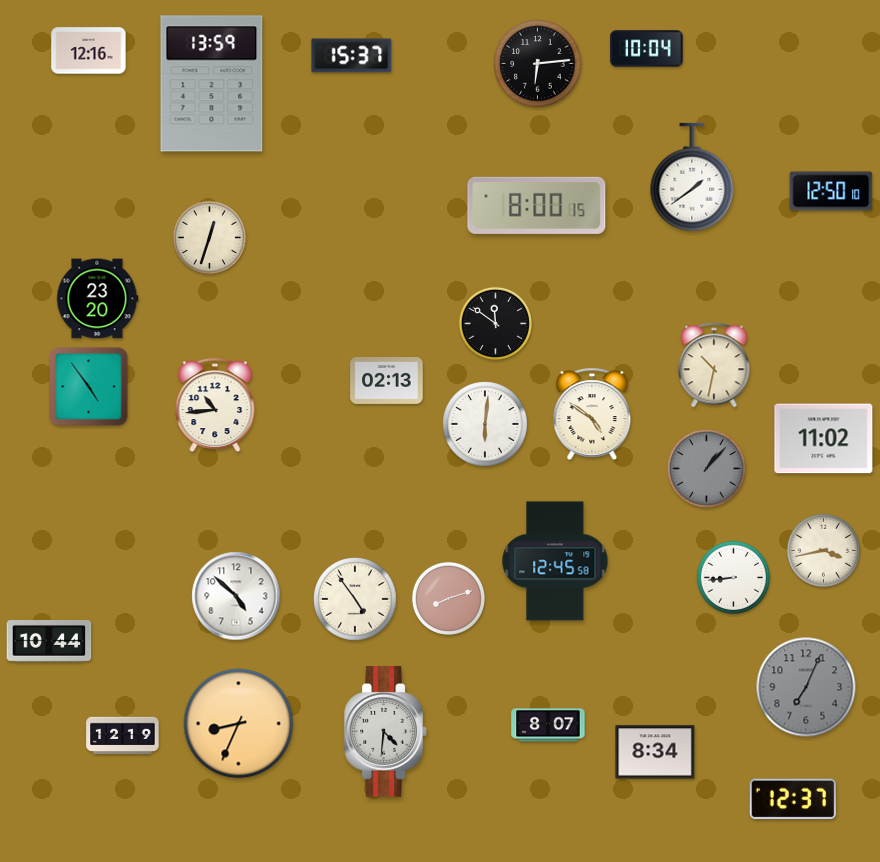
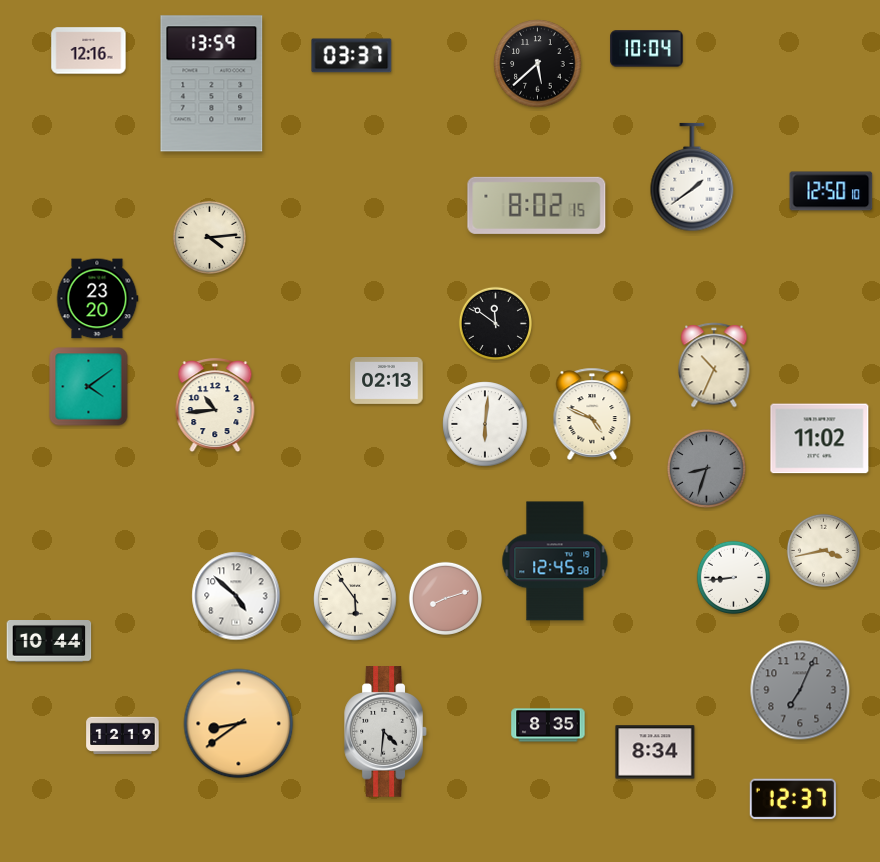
clock at (352, 56): 15:37 -> 03:37
clock at (538, 64): 6:14 -> 5:38
clock at (537, 205): 8:00 -> 8:02
clock at (209, 237): 12:33 -> 4:14
clock at (714, 365): 10:32 -> 10:34
clock at (89, 387): 4:54 -> 4:09
clock at (592, 413): 4:51 -> 4:49
clock at (824, 439) position: (824, 439) -> (820, 439)
clock at (706, 468): 1:07 -> 8:33
clock at (448, 598) position: (448, 598) -> (445, 598)
clock at (355, 599): 4:54 -> 5:54
clock at (806, 687) position: (806, 687) -> (800, 690)
clock at (239, 724): 8:34 -> 8:39
clock at (548, 725): 8:07 -> 8:35
